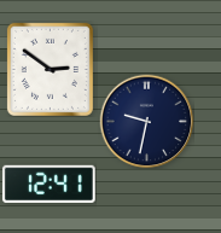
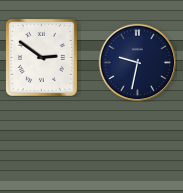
clock at (146, 121) position: (146, 121) -> (137, 62)
clock at (48, 184): 12:41 -> none
